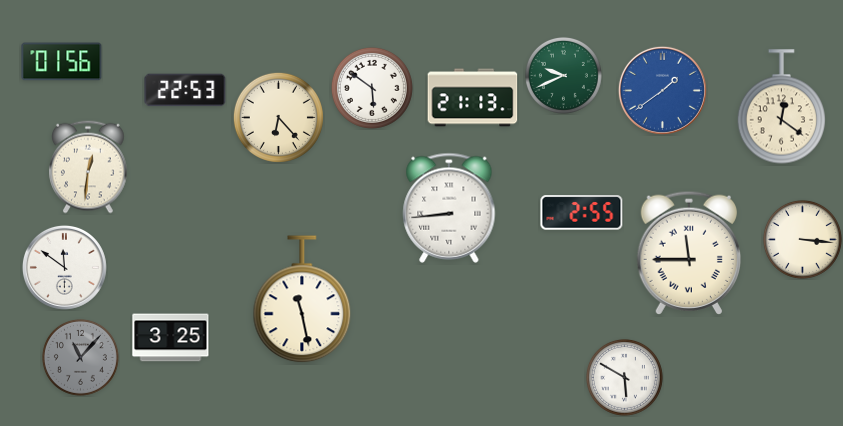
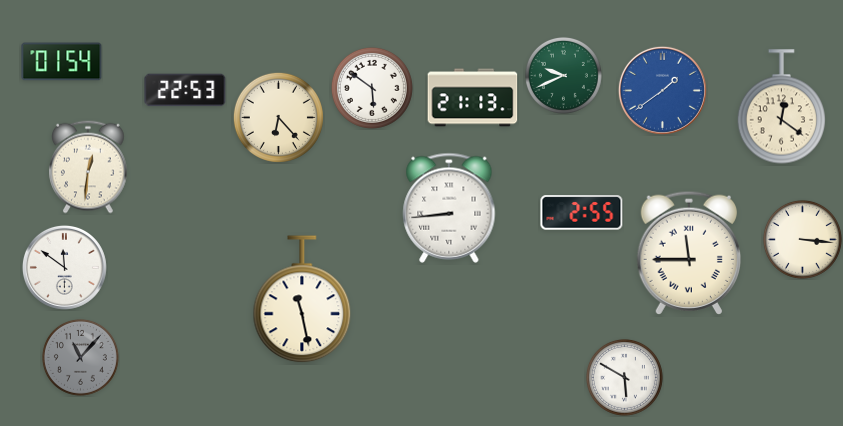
clock at (62, 62): 01:56 -> 01:54
clock at (171, 338): 3:25 -> none
